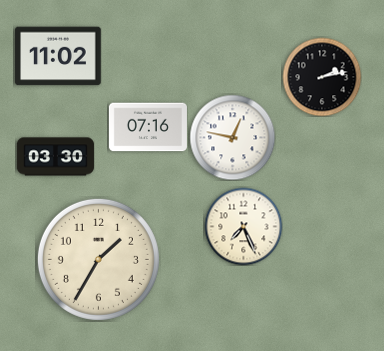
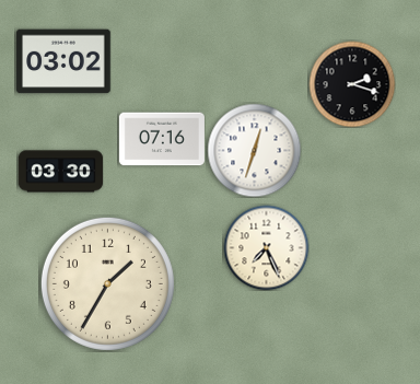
clock at (58, 56): 11:02 -> 03:02
clock at (322, 77): 2:13 -> 2:18
clock at (232, 137): 12:47 -> 12:33
